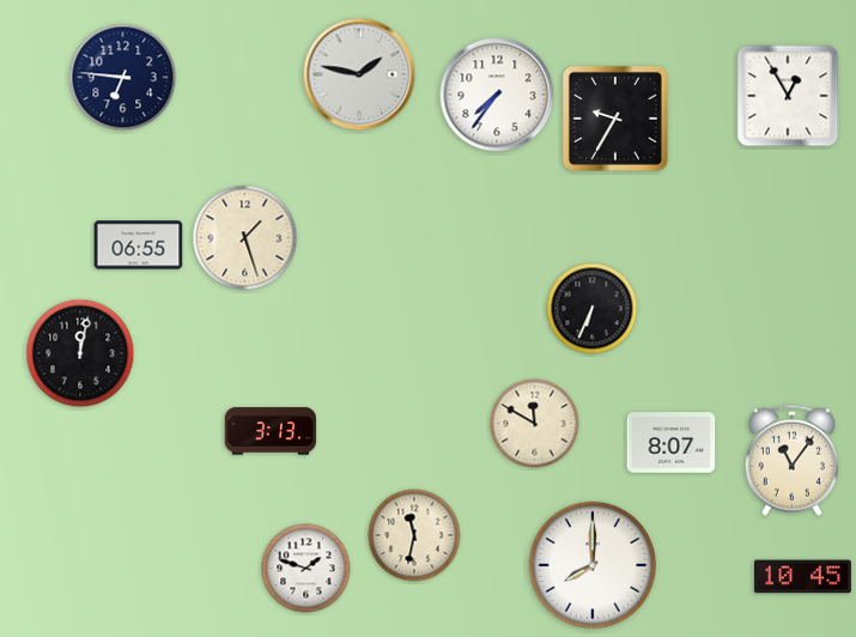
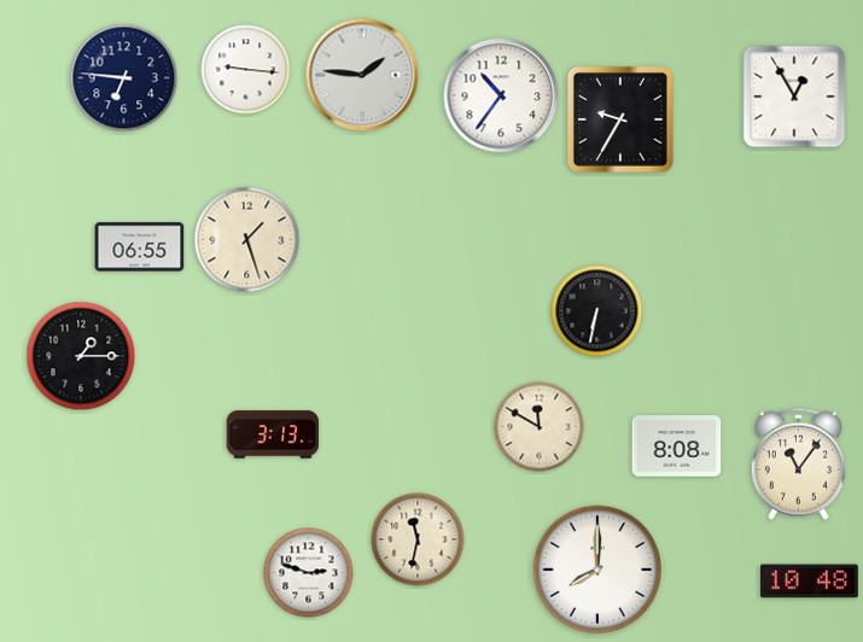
clock at (246, 70): none -> 9:16
clock at (359, 74): 1:47 -> 1:46
clock at (497, 95): 7:36 -> 10:36
clock at (593, 309): 6:34 -> 6:32
clock at (80, 353): 12:02 -> 1:15
clock at (672, 443): 8:07 -> 8:08
clock at (306, 569): 1:48 -> 2:48
clock at (802, 577): 10:45 -> 10:48
